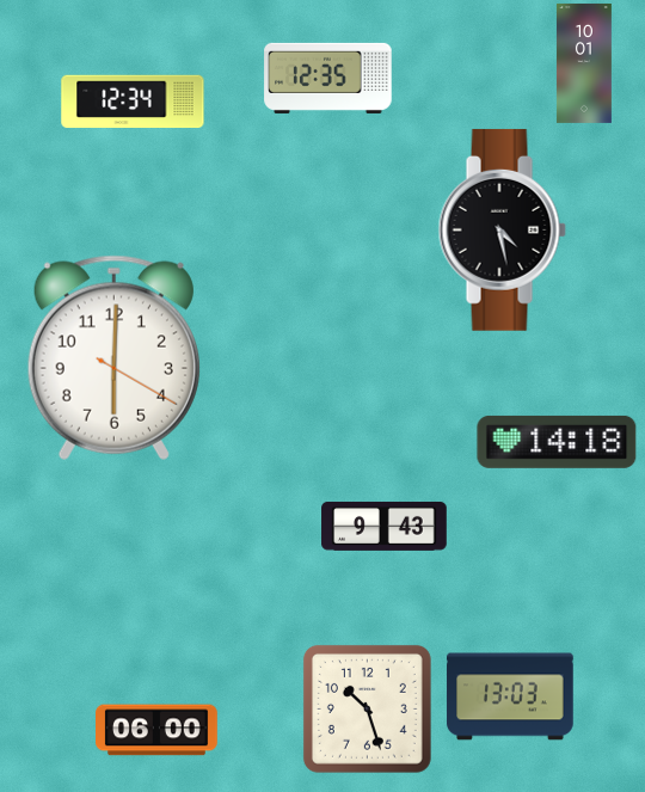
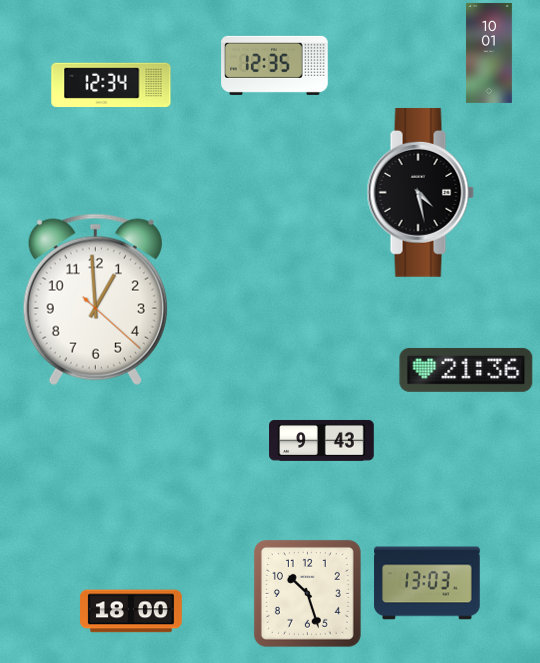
clock at (113, 357): 6:00 -> 12:59
clock at (557, 442): 14:18 -> 21:36
clock at (158, 730): 06:00 -> 18:00
